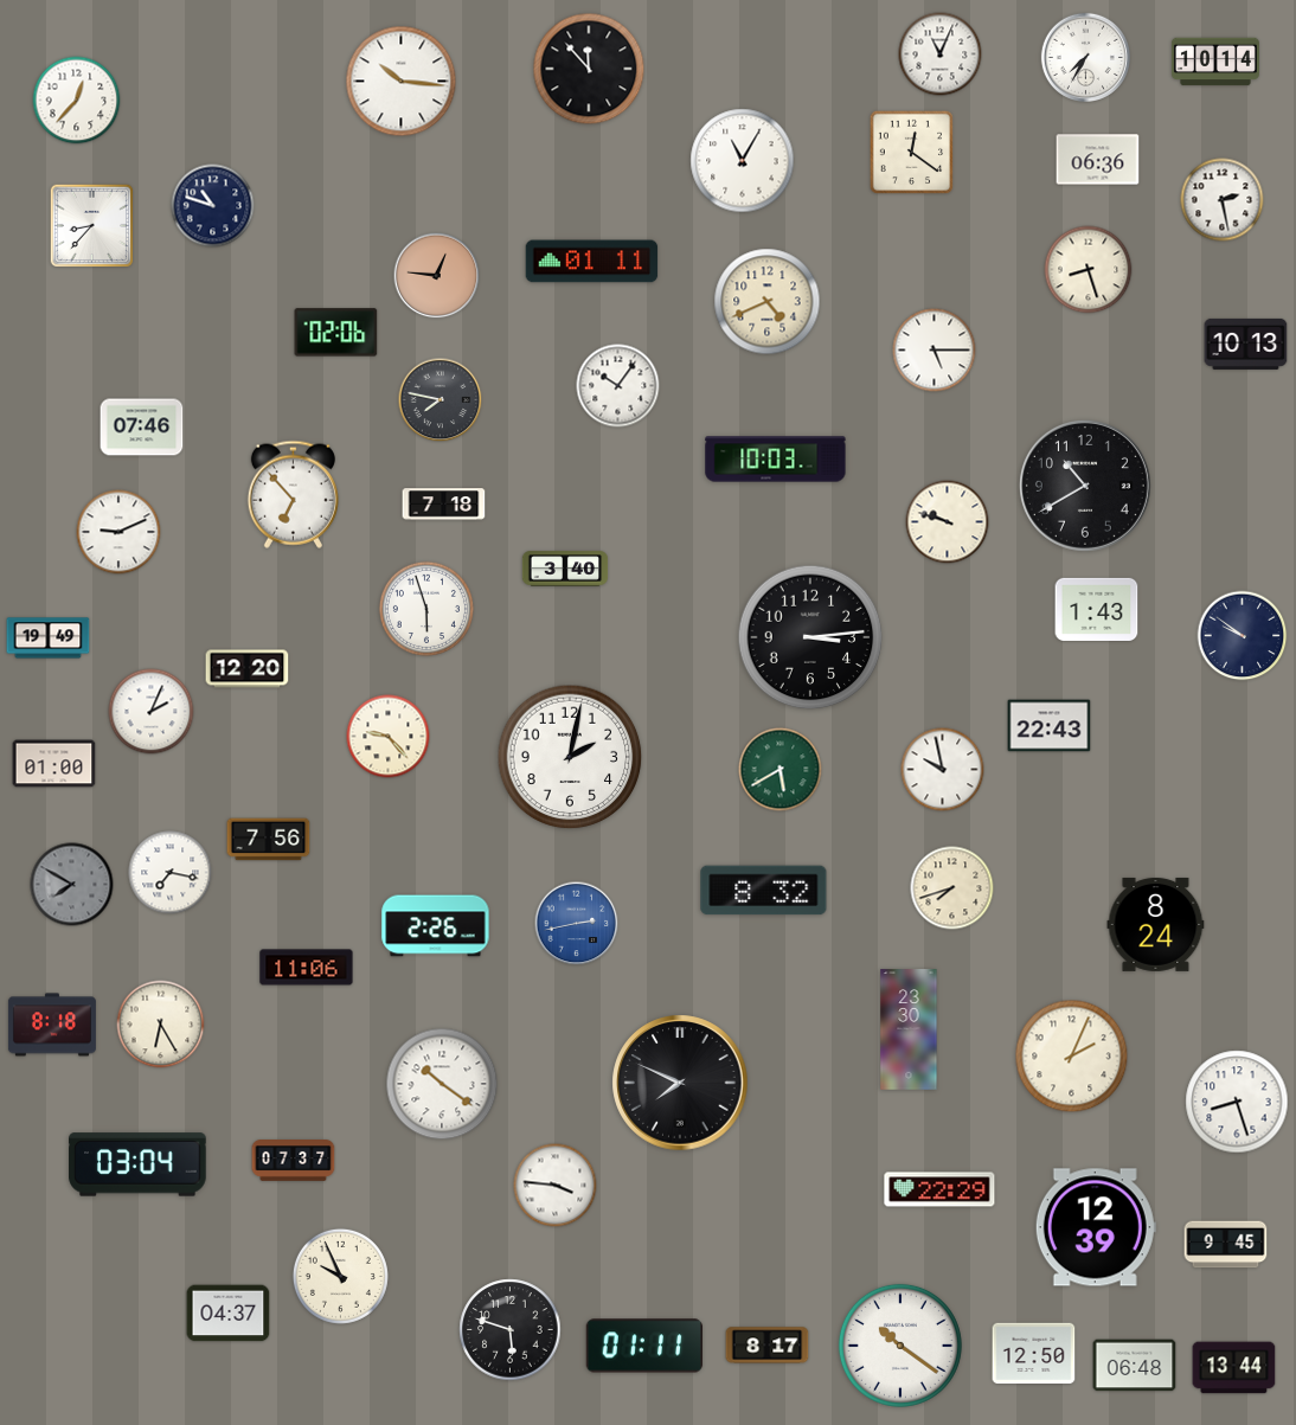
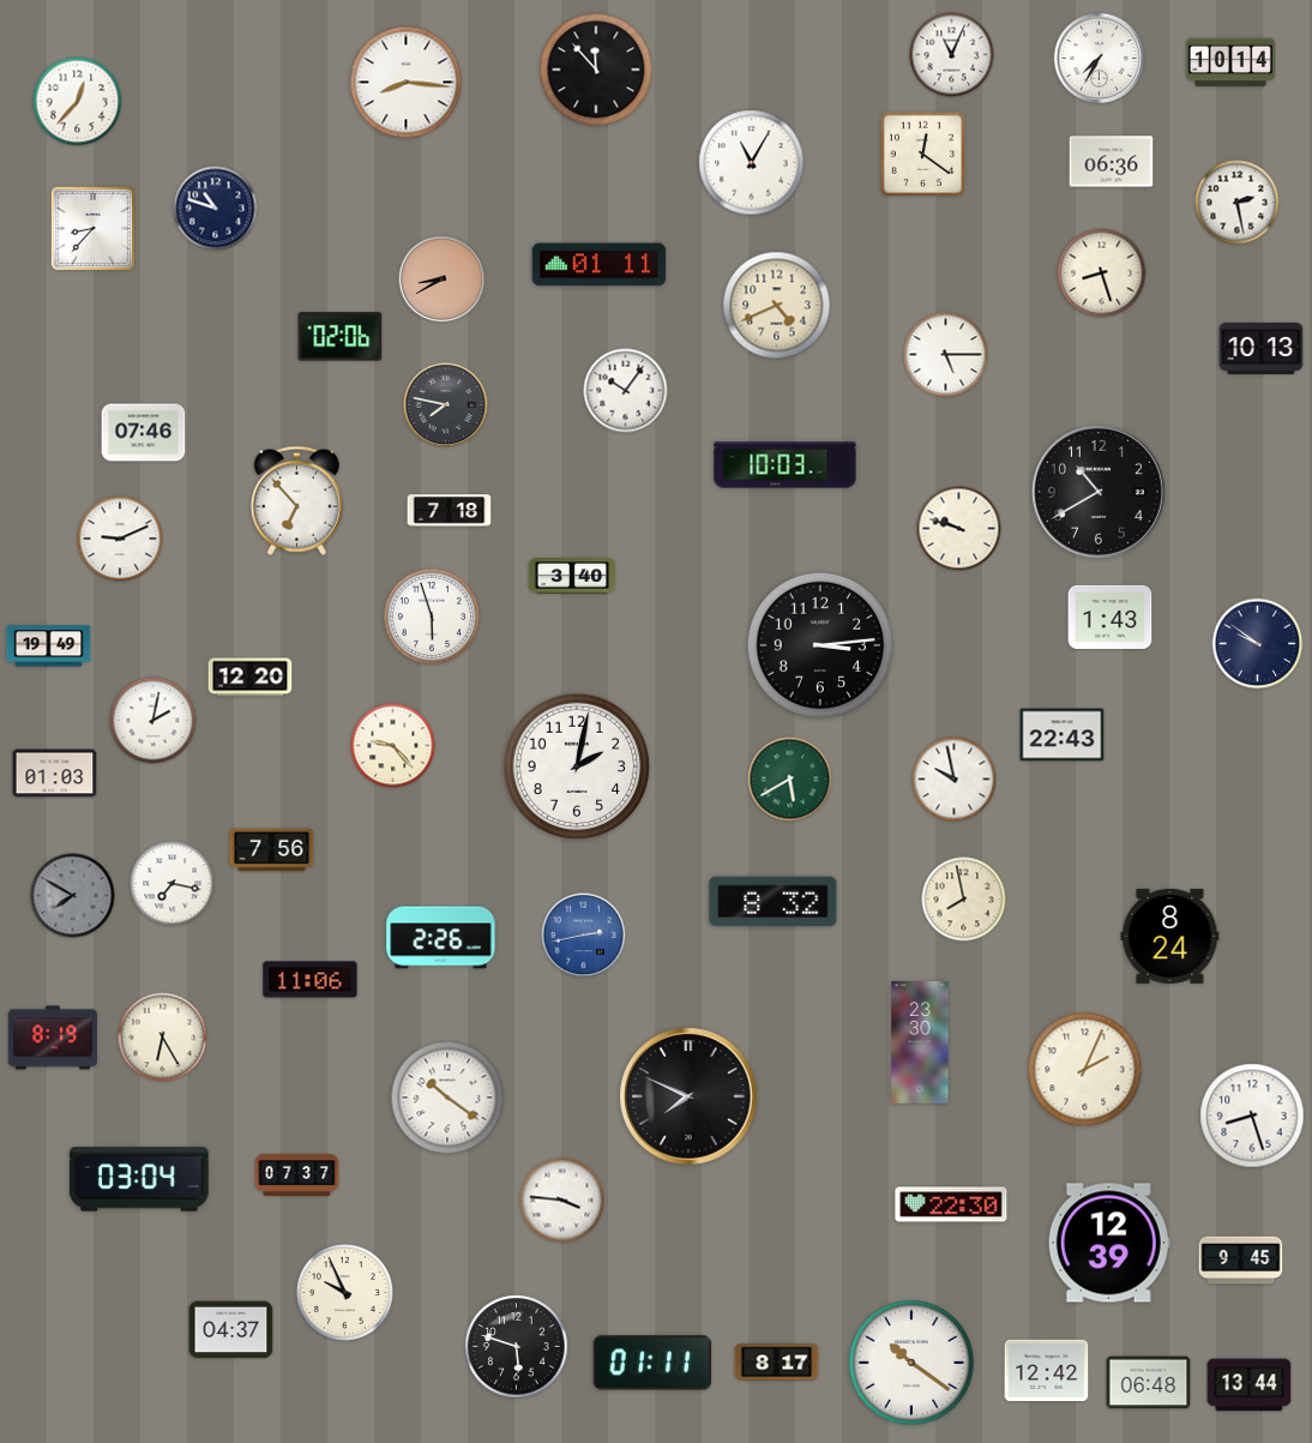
clock at (402, 82): 10:16 -> 8:16
clock at (437, 276): 12:46 -> 8:40
clock at (152, 712): 2:04 -> 2:02
clock at (54, 764): 01:00 -> 01:03
clock at (952, 888): 7:42 -> 7:58
clock at (52, 1025): 8:18 -> 8:19
clock at (939, 1189): 22:29 -> 22:30
clock at (1034, 1354): 12:50 -> 12:42
